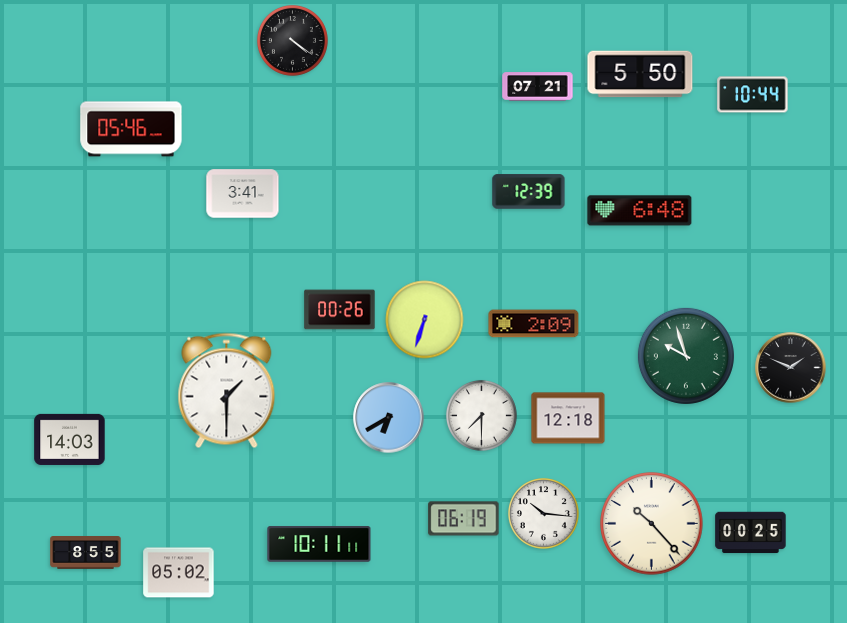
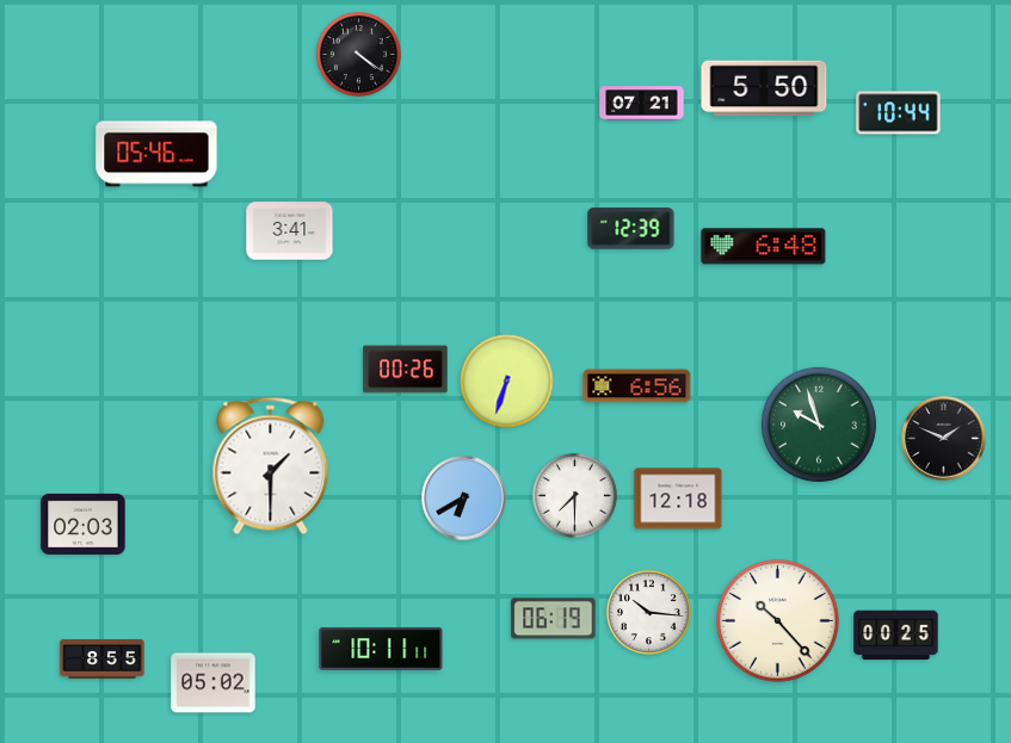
clock at (292, 40) position: (292, 40) -> (358, 54)
clock at (640, 211) position: (640, 211) -> (764, 247)
clock at (534, 324): 2:09 -> 6:56
clock at (70, 439): 14:03 -> 02:03
clock at (652, 524) position: (652, 524) -> (778, 621)
